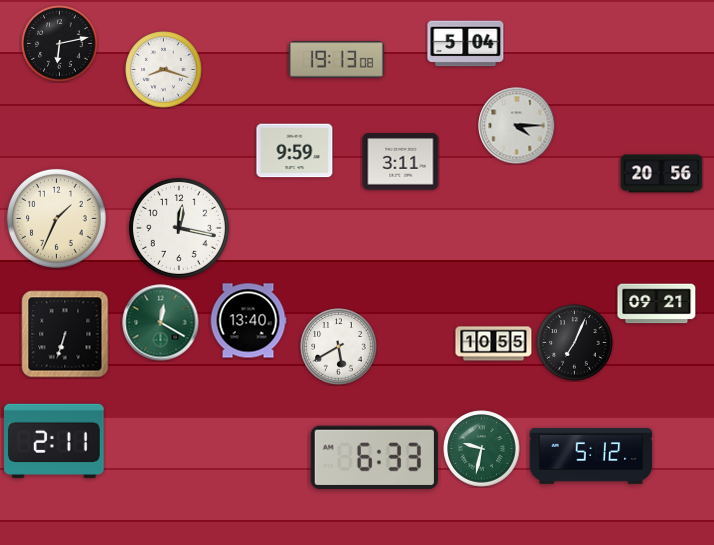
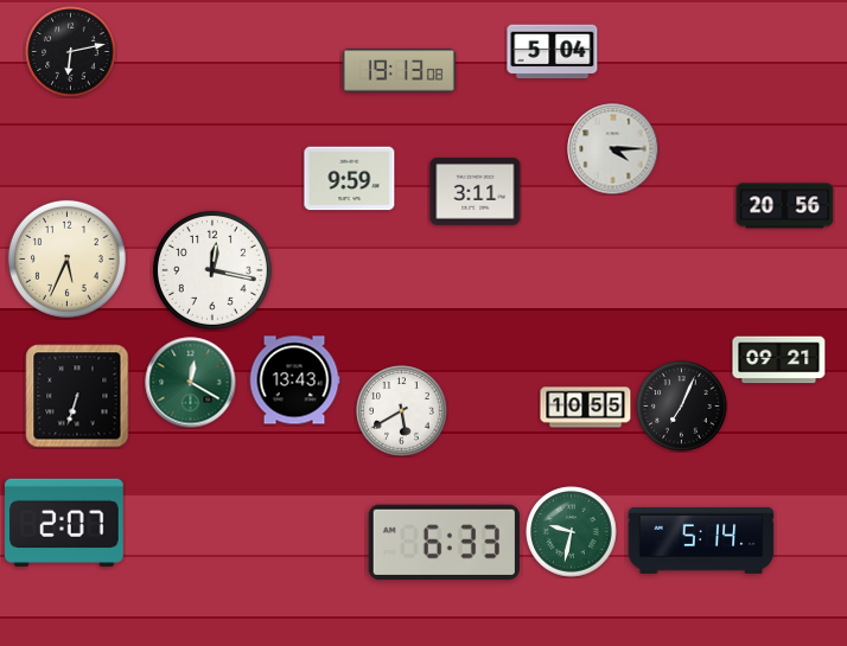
clock at (164, 70): 8:18 -> none
clock at (56, 218): 1:34 -> 5:34
clock at (248, 321): 13:40 -> 13:43
clock at (55, 441): 2:11 -> 2:07
clock at (591, 456): 5:12 -> 5:14
